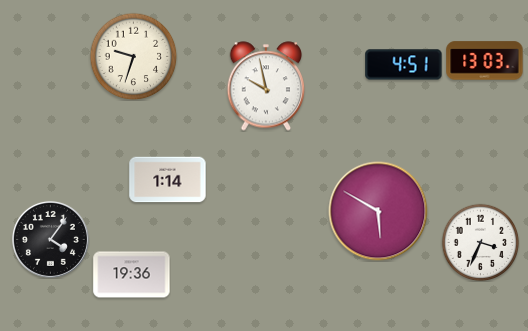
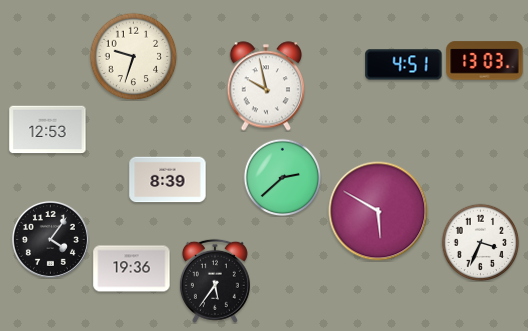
clock at (48, 130): none -> 12:53
clock at (282, 177): none -> 2:38
clock at (168, 180): 1:14 -> 8:39
clock at (132, 275) position: (132, 275) -> (132, 269)
clock at (215, 281): none -> 5:36
